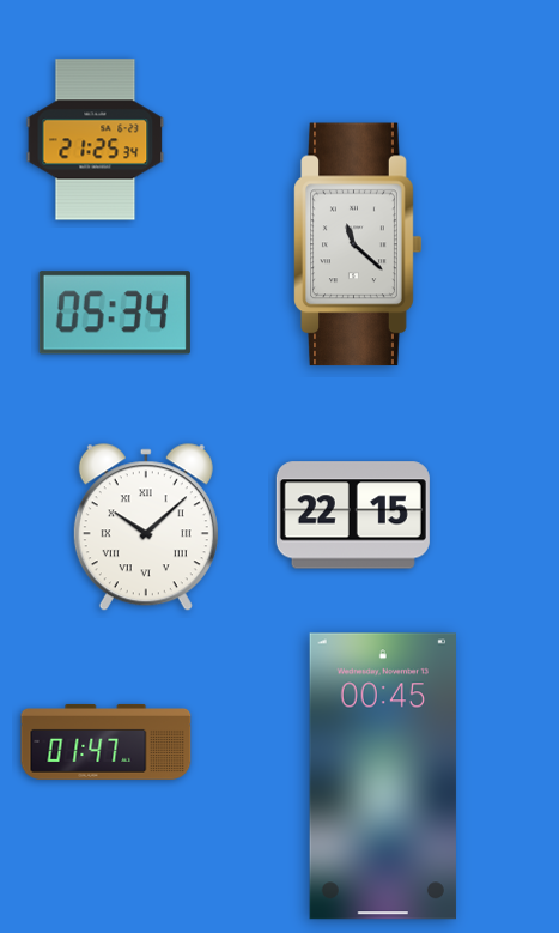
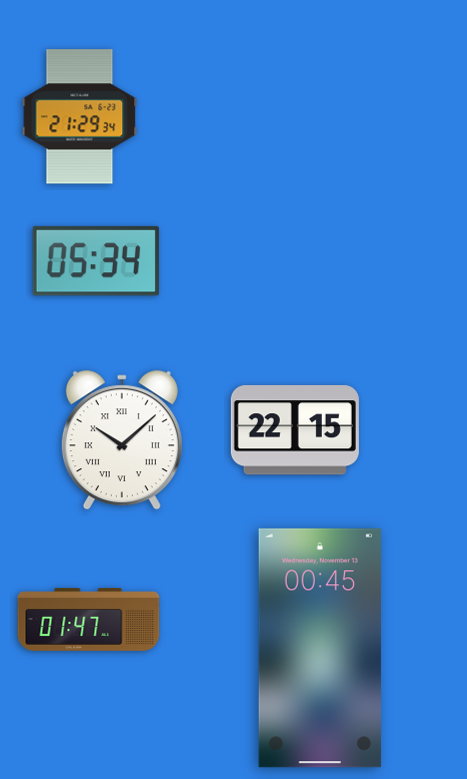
clock at (96, 140): 21:25 -> 21:29
clock at (358, 244): 11:22 -> none
